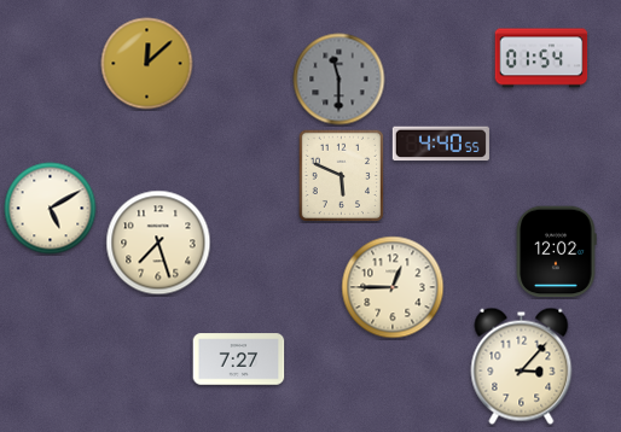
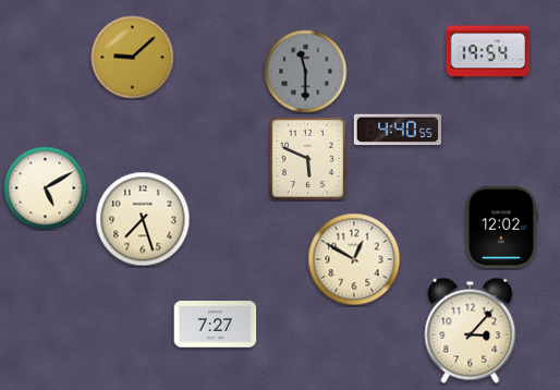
clock at (541, 58): 01:54 -> 19:54
clock at (147, 64): 12:08 -> 9:08
clock at (393, 287): 12:45 -> 12:50
